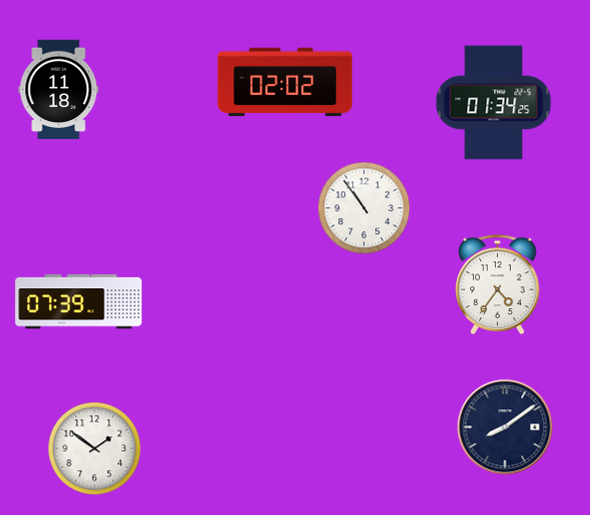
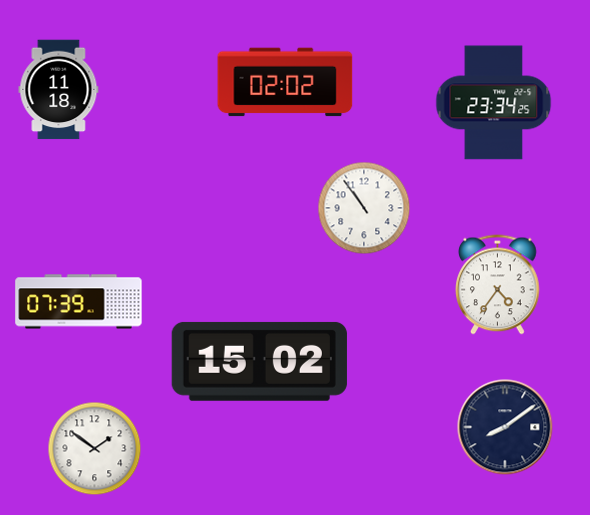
clock at (494, 103): 01:34 -> 23:34
clock at (259, 361): none -> 15:02
